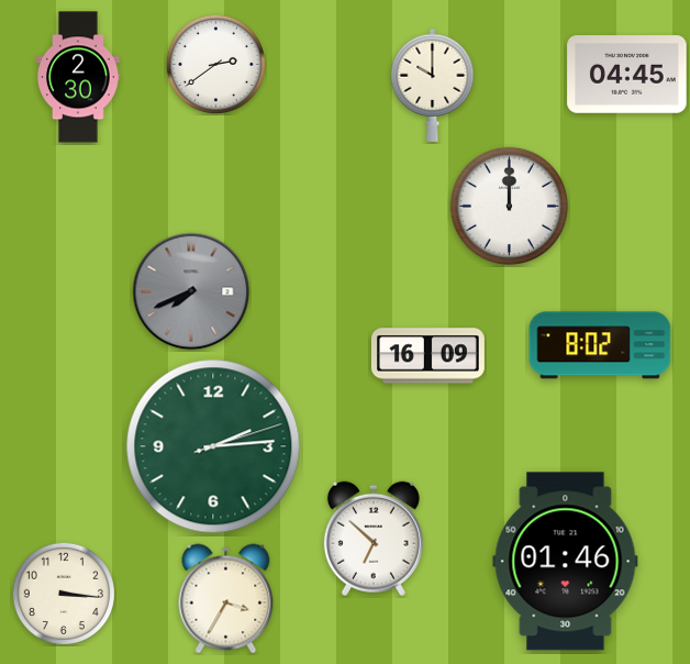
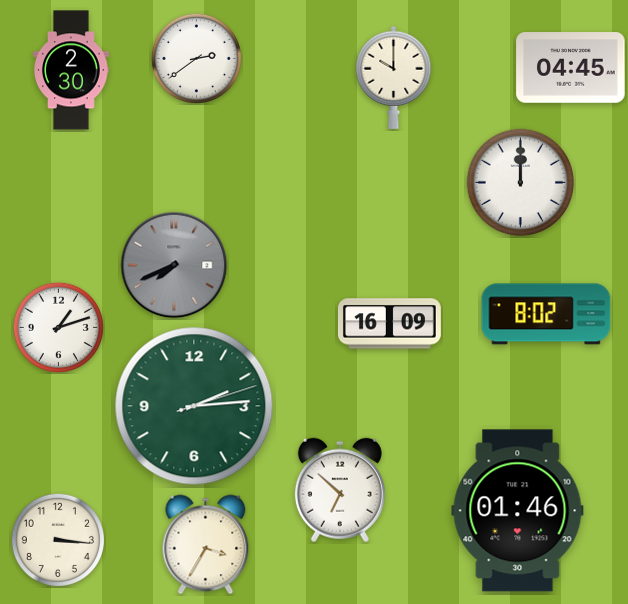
clock at (510, 207) position: (510, 207) -> (521, 183)
clock at (58, 327): none -> 1:12
clock at (566, 562) position: (566, 562) -> (518, 511)
